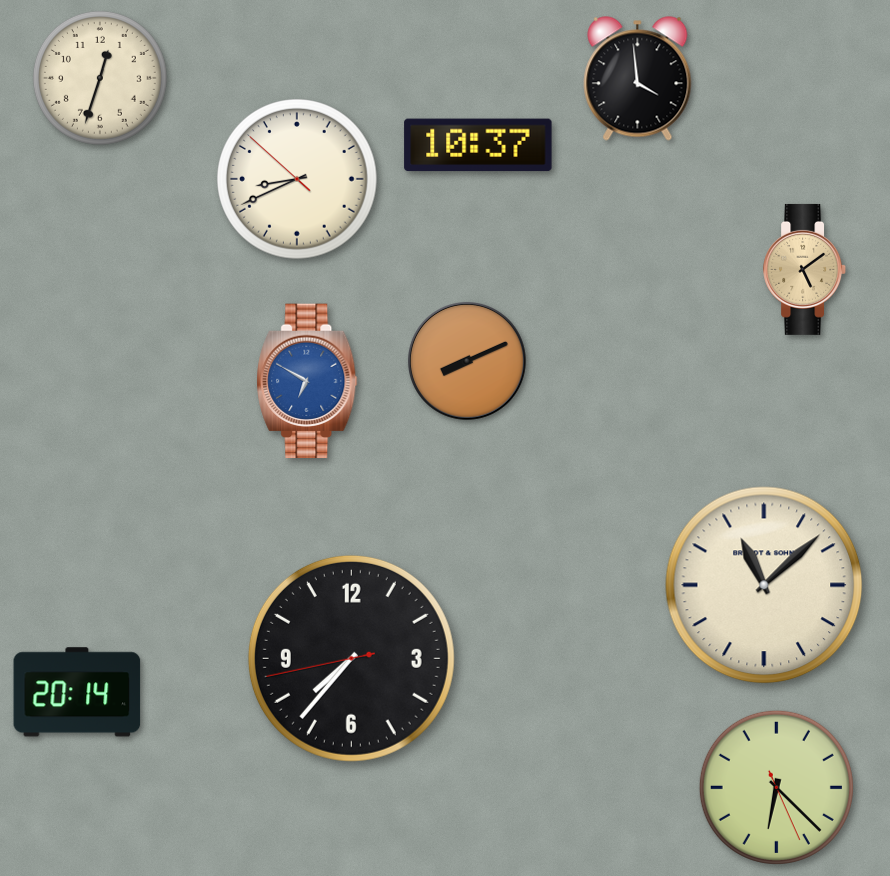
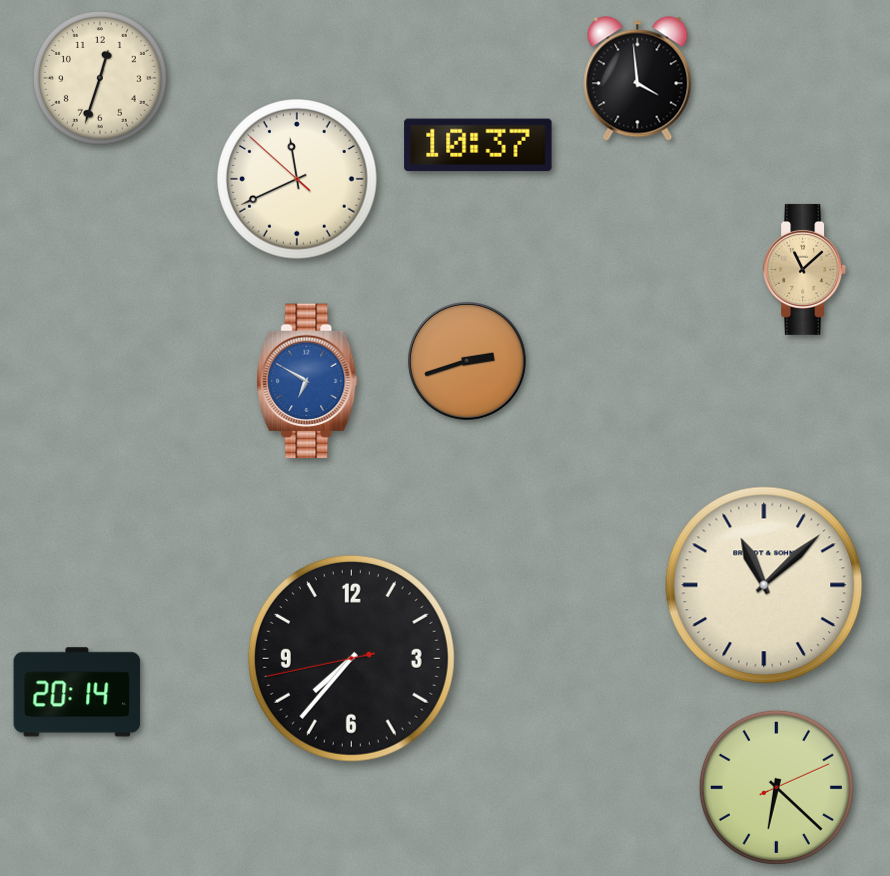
clock at (298, 180): 8:40 -> 11:40
clock at (805, 269): 5:09 -> 11:08
clock at (467, 361): 8:11 -> 2:42
clock at (776, 787): 6:22:26 -> 6:22:11
